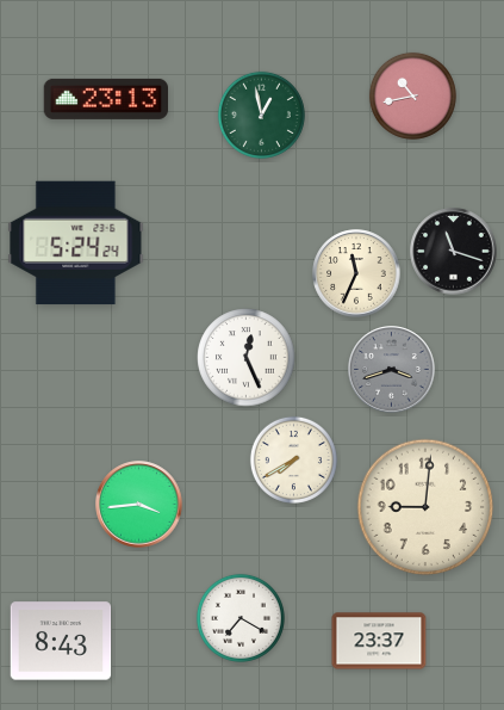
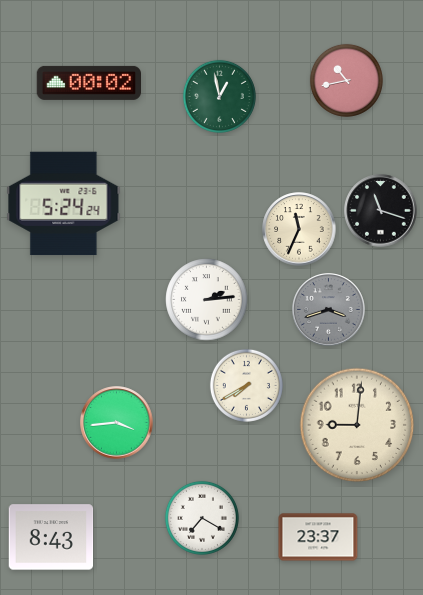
clock at (105, 99): 23:13 -> 00:02
clock at (247, 358): 12:26 -> 2:14
